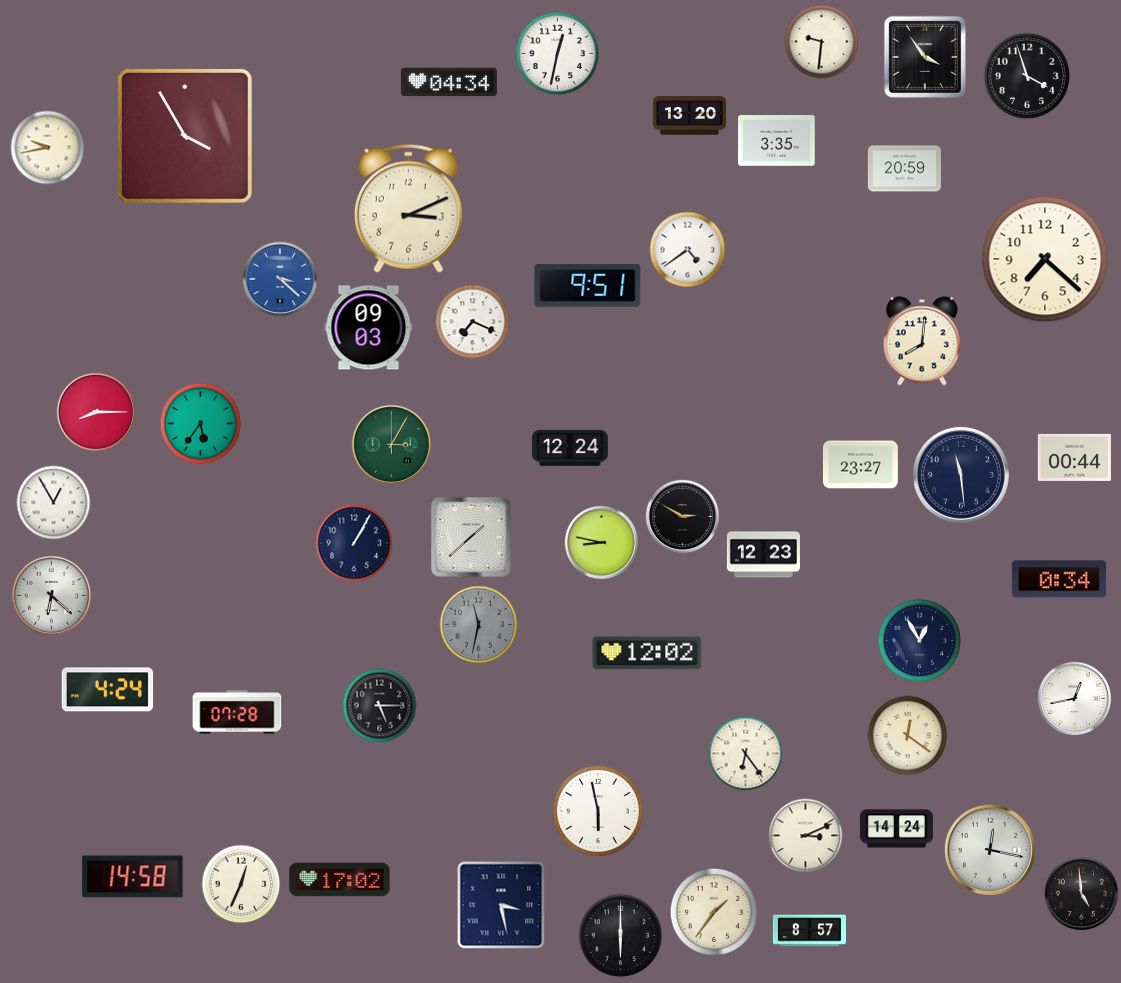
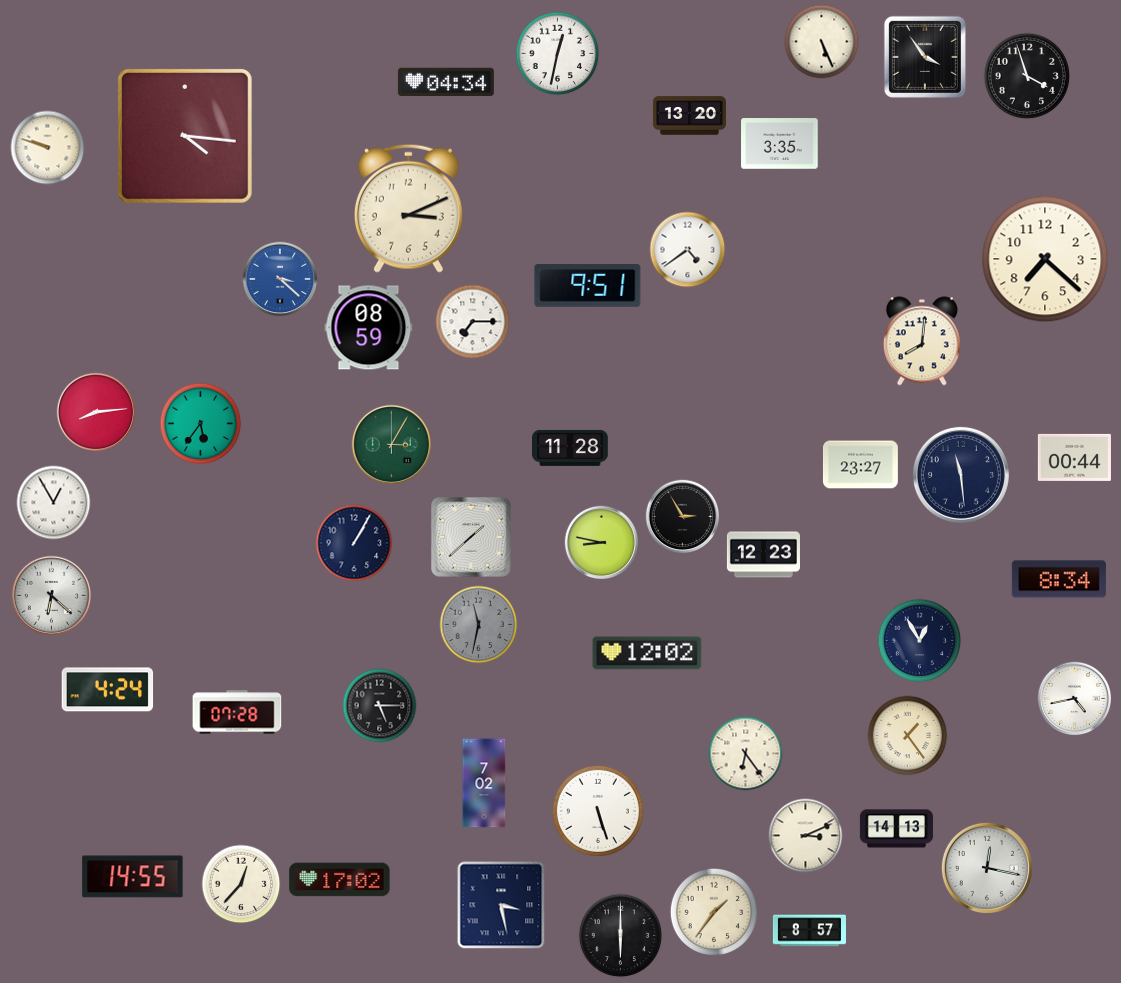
clock at (822, 42): 9:31 -> 5:26
clock at (449, 82) position: (449, 82) -> (446, 82)
clock at (185, 136): 3:55 -> 4:16
clock at (777, 141) position: (777, 141) -> (780, 144)
clock at (48, 148): 9:43 -> 9:48
clock at (904, 169): 20:59 -> none
clock at (473, 322): 7:19 -> 7:15
clock at (369, 328): 09:03 -> 08:59
clock at (95, 411): 8:15 -> 8:14
clock at (570, 448): 12:24 -> 11:28
clock at (683, 517): 2:50 -> 2:55
clock at (1059, 579): 0:34 -> 8:34
clock at (1075, 699): 12:43 -> 4:43
clock at (908, 736): 12:21 -> 1:24
clock at (484, 783): none -> 7:02
clock at (598, 811): 5:58 -> 5:27
clock at (896, 829): 14:24 -> 14:13
clock at (990, 850) position: (990, 850) -> (987, 868)
clock at (133, 877): 14:58 -> 14:55
clock at (241, 884): 12:34 -> 12:37
clock at (1082, 894): 4:59 -> none
